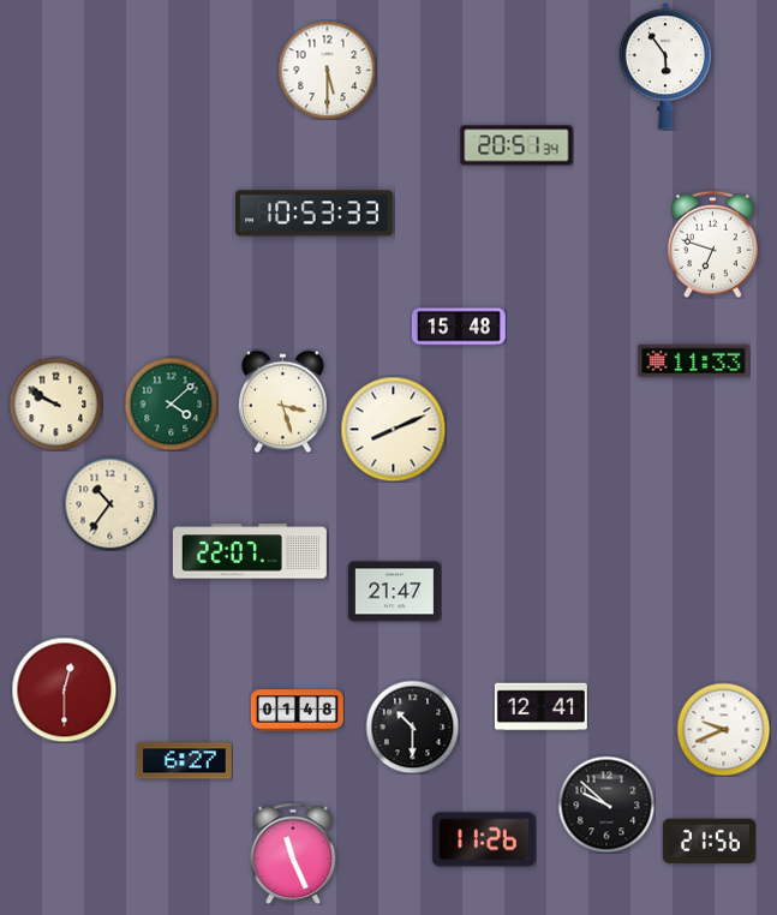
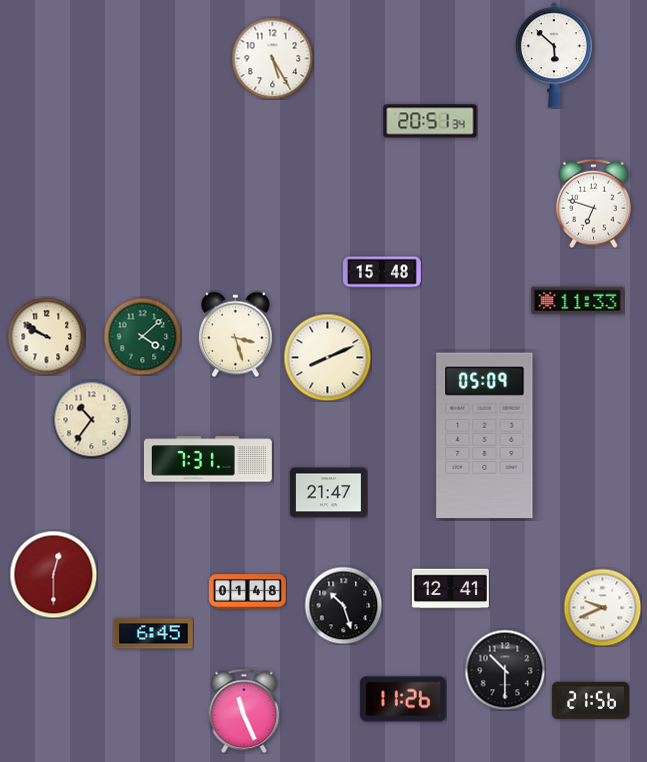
clock at (665, 66): 5:54 -> 5:52
clock at (327, 70): 5:30 -> 5:25
clock at (315, 214): 10:53 -> none
clock at (485, 436): none -> 05:09
clock at (250, 551): 22:07 -> 7:31
clock at (412, 726): 10:30 -> 10:27
clock at (185, 761): 6:27 -> 6:45
clock at (606, 805): 9:52 -> 10:30
